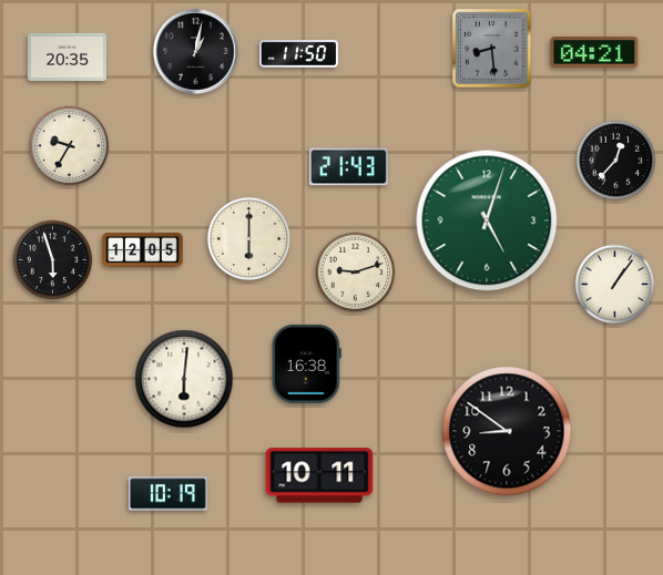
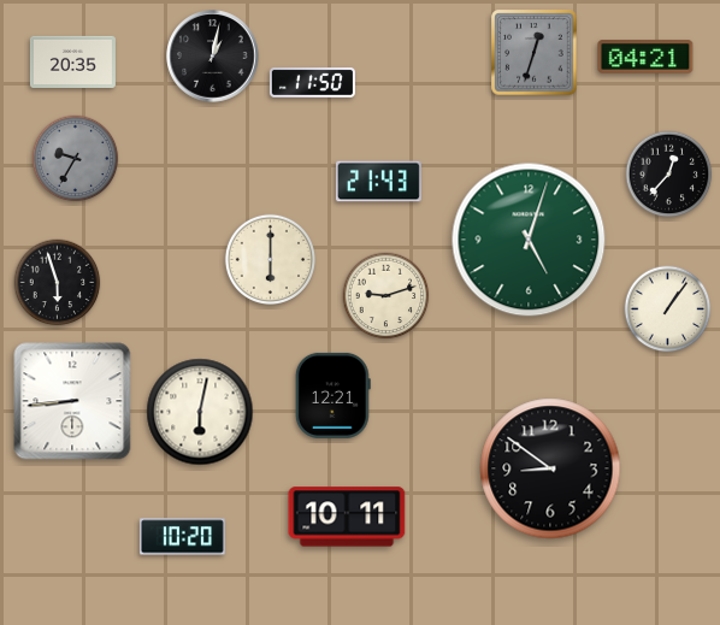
clock at (492, 49): 8:29 -> 12:33
clock at (298, 54) position: (298, 54) -> (312, 83)
clock at (70, 146) dial: cream -> grey
clock at (143, 250): 12:05 -> none
clock at (306, 363): 16:38 -> 12:21
clock at (72, 401): none -> 8:44
clock at (184, 379): 6:01 -> 6:02
clock at (167, 494): 10:19 -> 10:20
